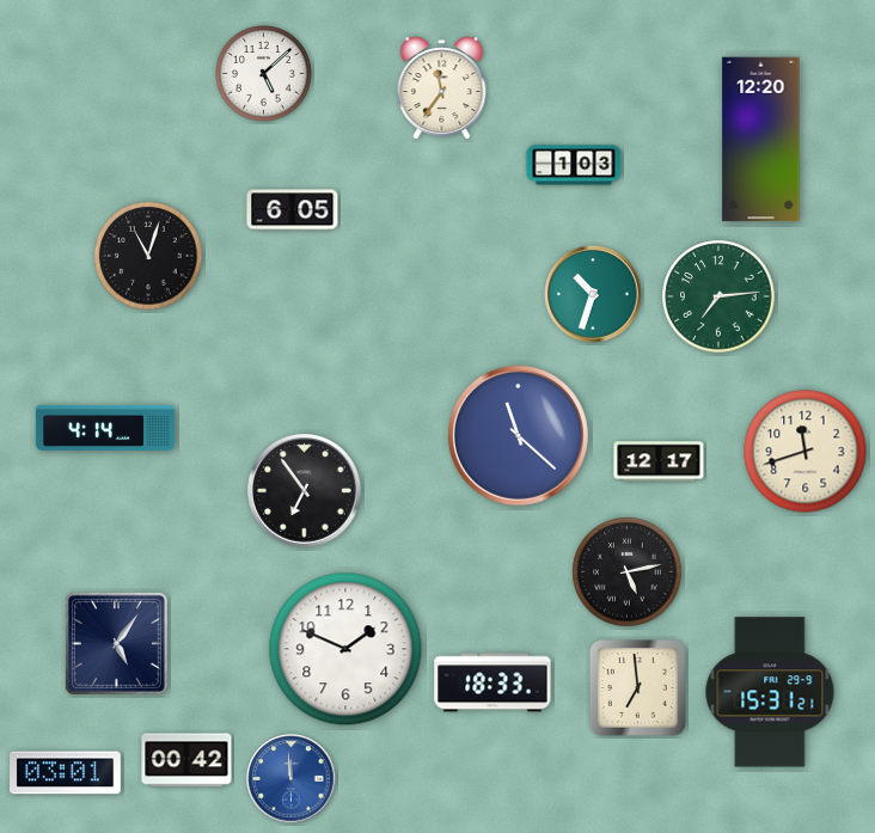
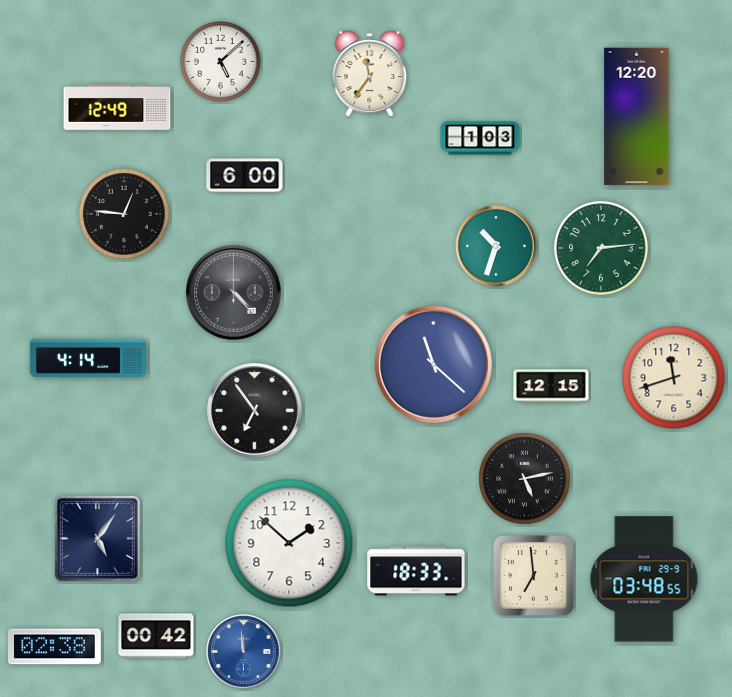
clock at (117, 107): none -> 12:49
clock at (293, 210): 6:05 -> 6:00
clock at (148, 256): 11:03 -> 12:46
clock at (234, 293): none -> 4:23
clock at (659, 461): 12:17 -> 12:15
clock at (345, 649): 1:49 -> 1:52
clock at (492, 682) position: (492, 682) -> (416, 571)
clock at (770, 692): 15:31 -> 03:48
clock at (66, 773): 03:01 -> 02:38
